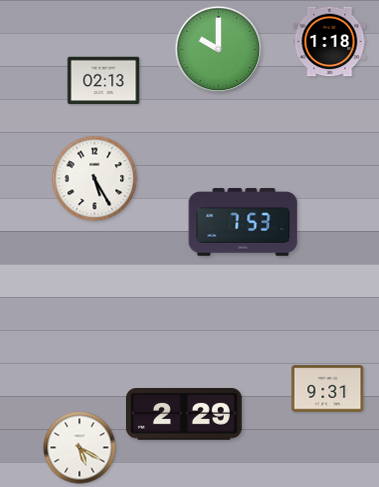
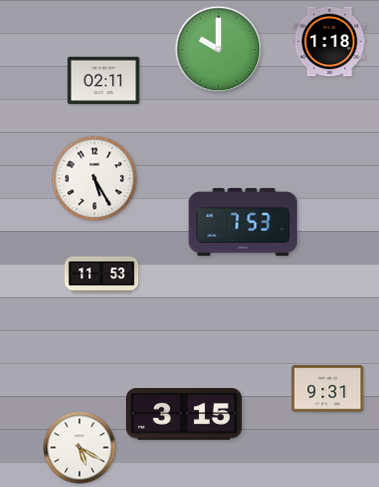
clock at (104, 81): 02:13 -> 02:11
clock at (102, 275): none -> 11:53
clock at (185, 415): 2:29 -> 3:15
